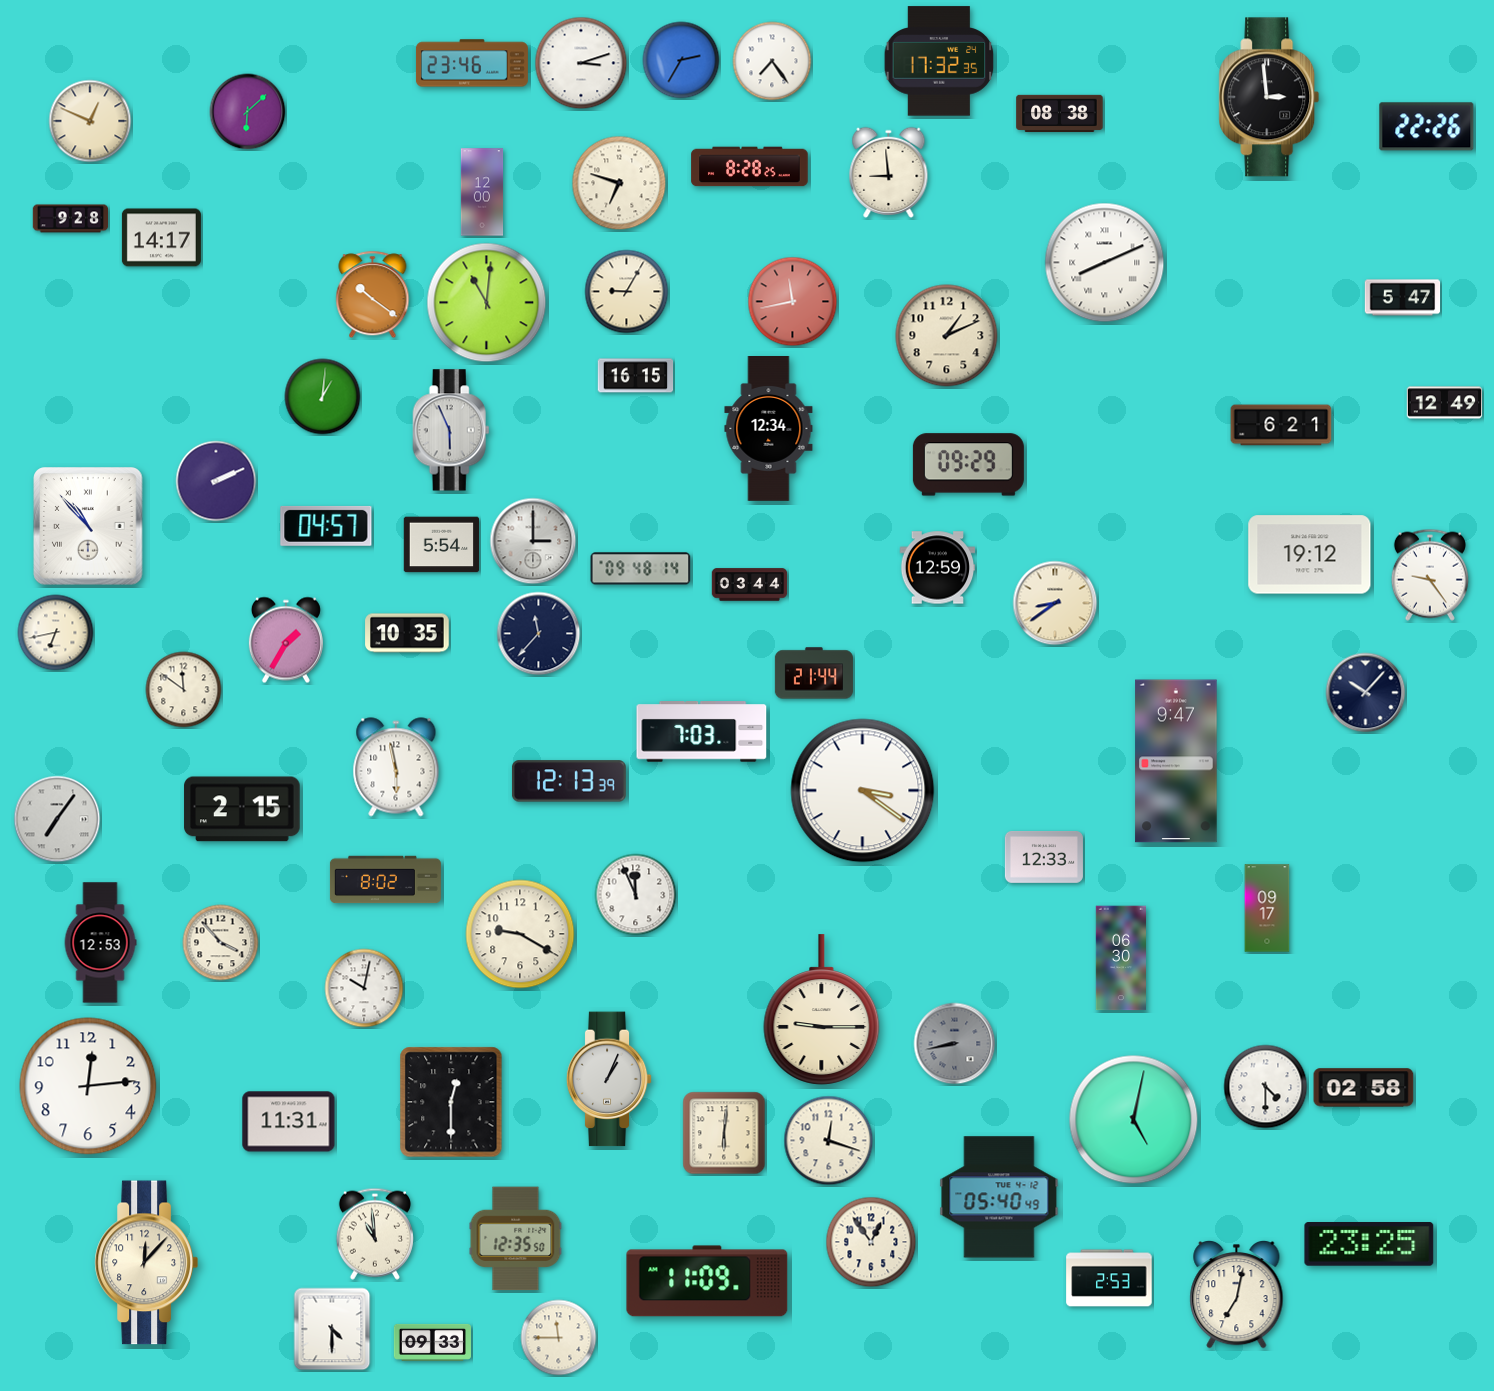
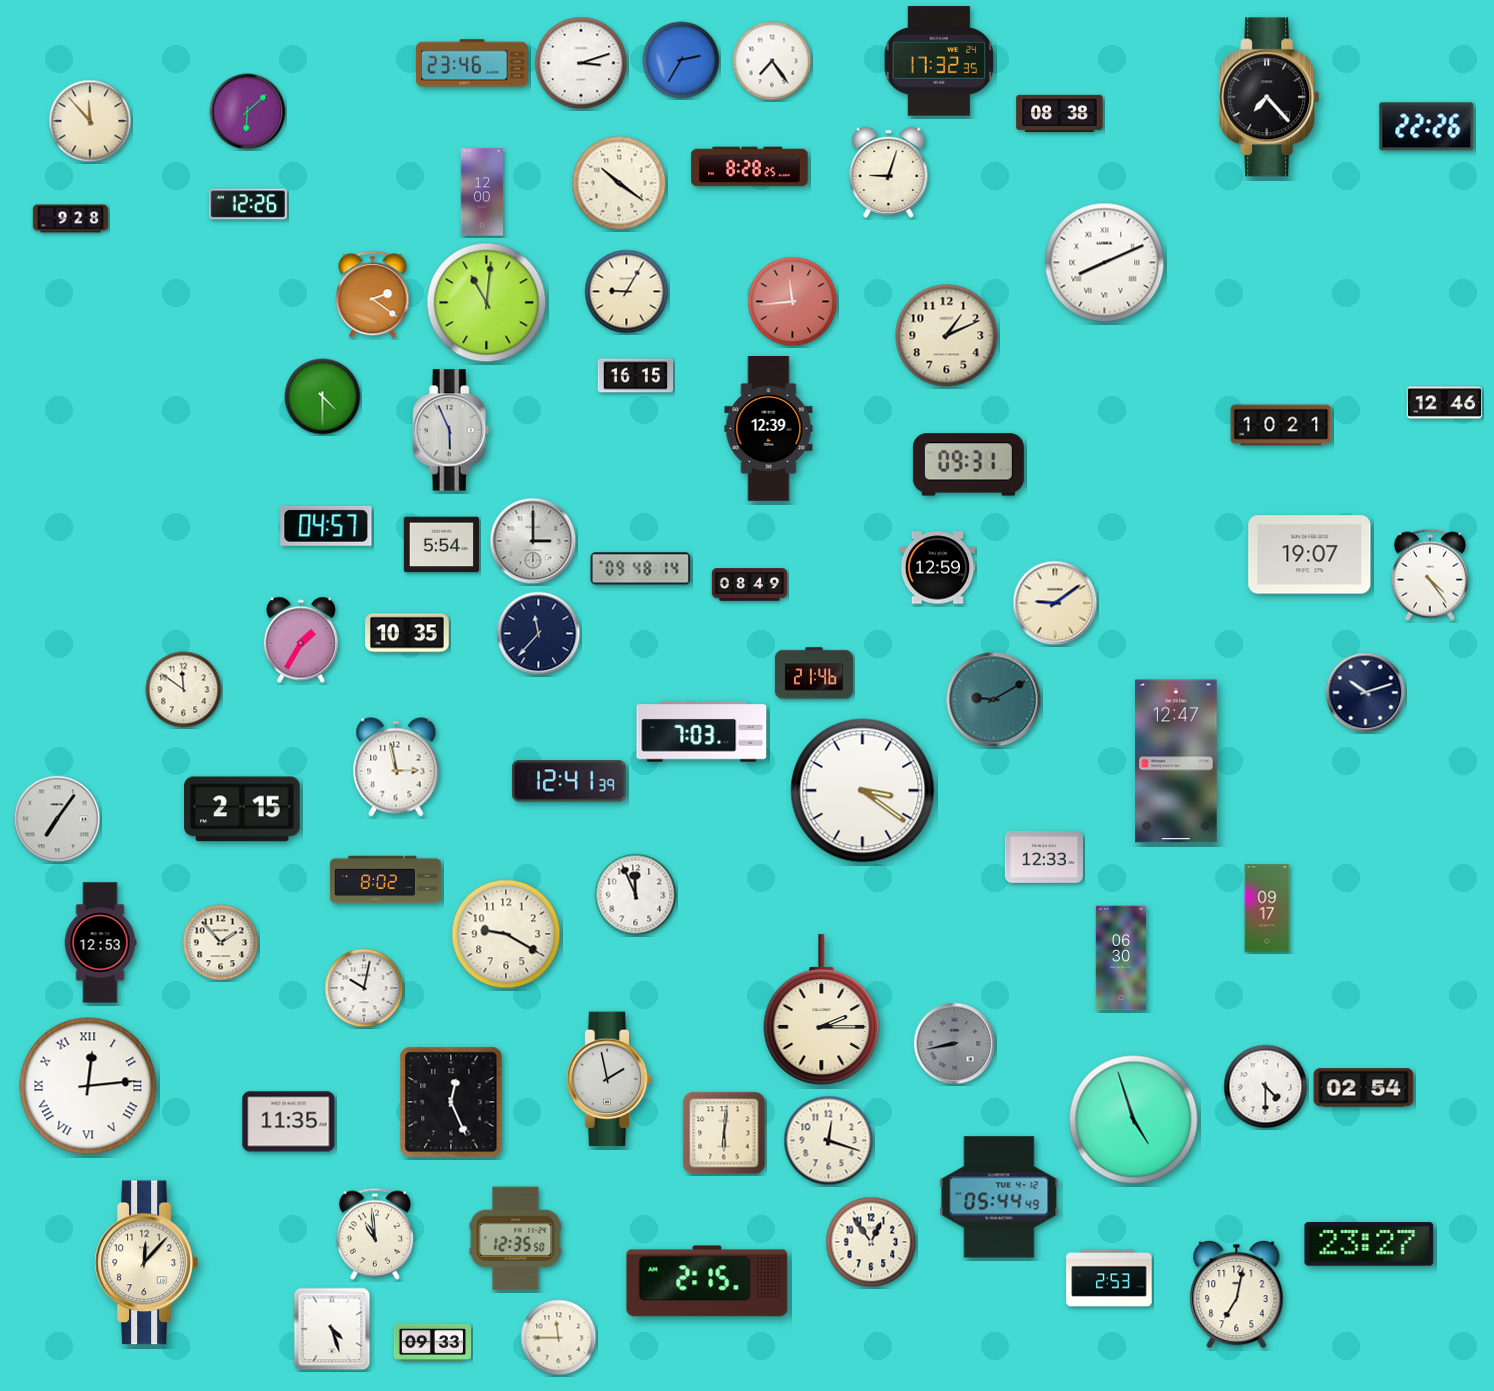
clock at (1269, 97): 2:59 -> 7:23
clock at (90, 121): 12:49 -> 11:53
clock at (889, 172): 8:59 -> 9:03
clock at (619, 183): 6:48 -> 10:21
clock at (248, 204): none -> 12:26
clock at (161, 238): 14:17 -> none
clock at (373, 295): 10:21 -> 2:21
clock at (1403, 298): 5:47 -> none
clock at (793, 302): 11:43 -> 11:44
clock at (323, 397): 1:01 -> 4:30
clock at (1445, 403): 12:49 -> 12:46
clock at (1281, 425): 6:21 -> 10:21
clock at (769, 429): 12:34 -> 12:39
clock at (968, 465): 09:29 -> 09:31
clock at (216, 481): 2:11 -> none
clock at (88, 526): 10:53 -> none
clock at (1310, 555): 19:12 -> 19:07
clock at (1430, 575): 9:24 -> 4:24
clock at (750, 585): 03:44 -> 08:49
clock at (1055, 603): 8:39 -> 9:09
clock at (56, 633): 6:43 -> none
clock at (286, 640) position: (286, 640) -> (301, 640)
clock at (814, 673): 21:44 -> 21:46
clock at (1366, 693): 10:07 -> 10:12
clock at (994, 700): none -> 9:10
clock at (1176, 761): 9:47 -> 12:47
clock at (396, 767): 5:58 -> 2:58
clock at (569, 781): 12:13 -> 12:41
clock at (520, 934) position: (520, 934) -> (506, 934)
clock at (221, 943): 3:53 -> 1:53
clock at (822, 1010): 9:15 -> 2:15
clock at (609, 1079): 1:04 -> 1:58
clock at (88, 1086) numerals: Arabic -> Roman
clock at (1364, 1088): 02:58 -> 02:54
clock at (451, 1102): 12:30 -> 12:26
clock at (1134, 1120): 5:02 -> 4:57
clock at (289, 1122): 11:31 -> 11:35
clock at (999, 1197): 05:40 -> 05:44
clock at (1369, 1245): 23:25 -> 23:27
clock at (707, 1281): 11:09 -> 2:15
clock at (332, 1329): 4:30 -> 4:27
